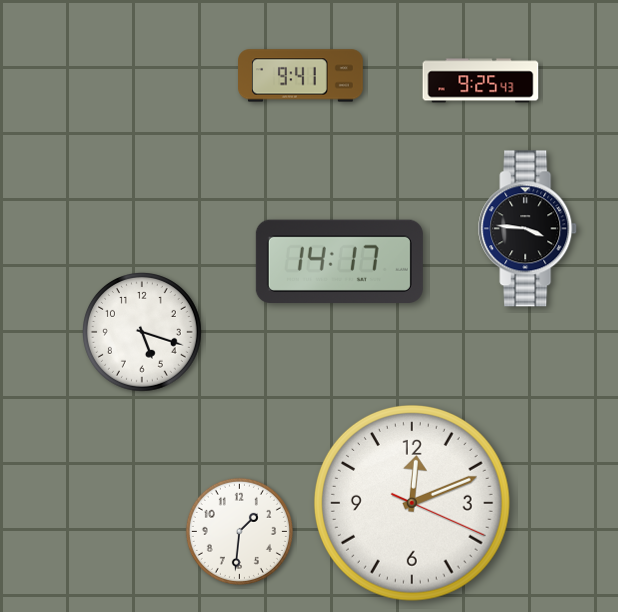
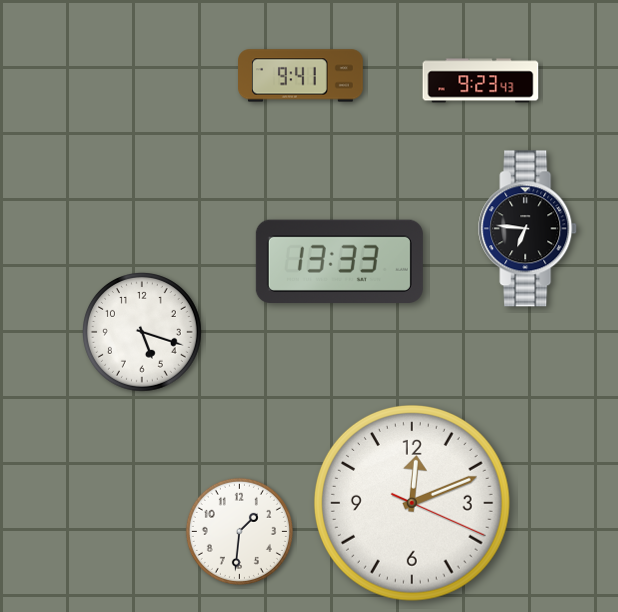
clock at (481, 81): 9:25 -> 9:23
clock at (528, 229): 3:46 -> 6:46
clock at (339, 261): 14:17 -> 13:33
